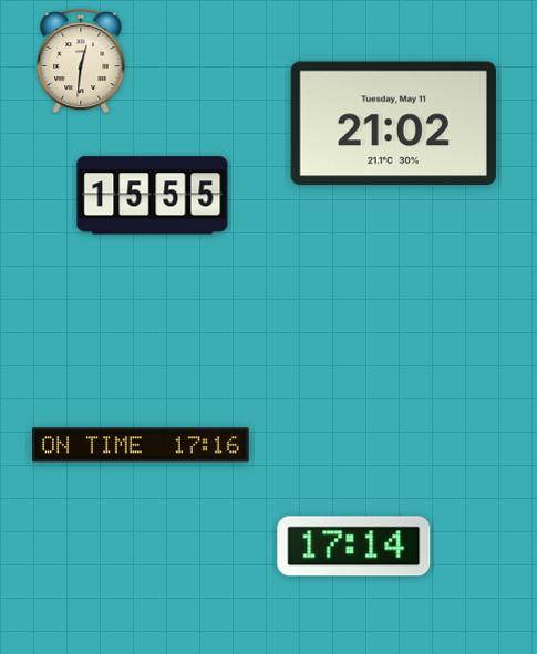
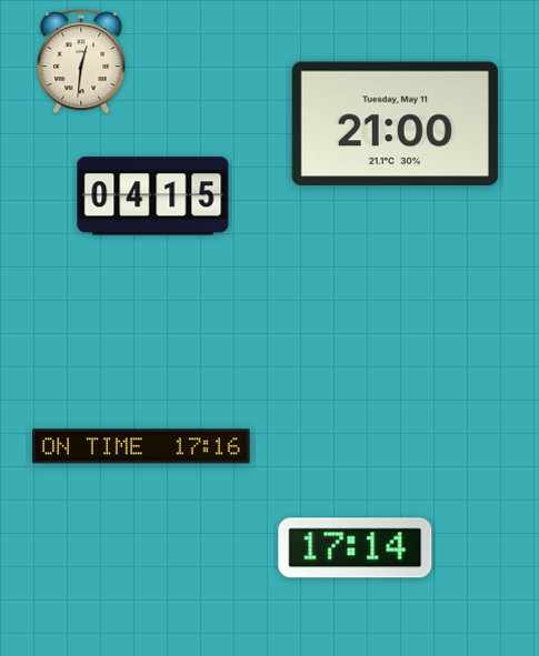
clock at (393, 124): 21:02 -> 21:00
clock at (153, 196): 15:55 -> 04:15
